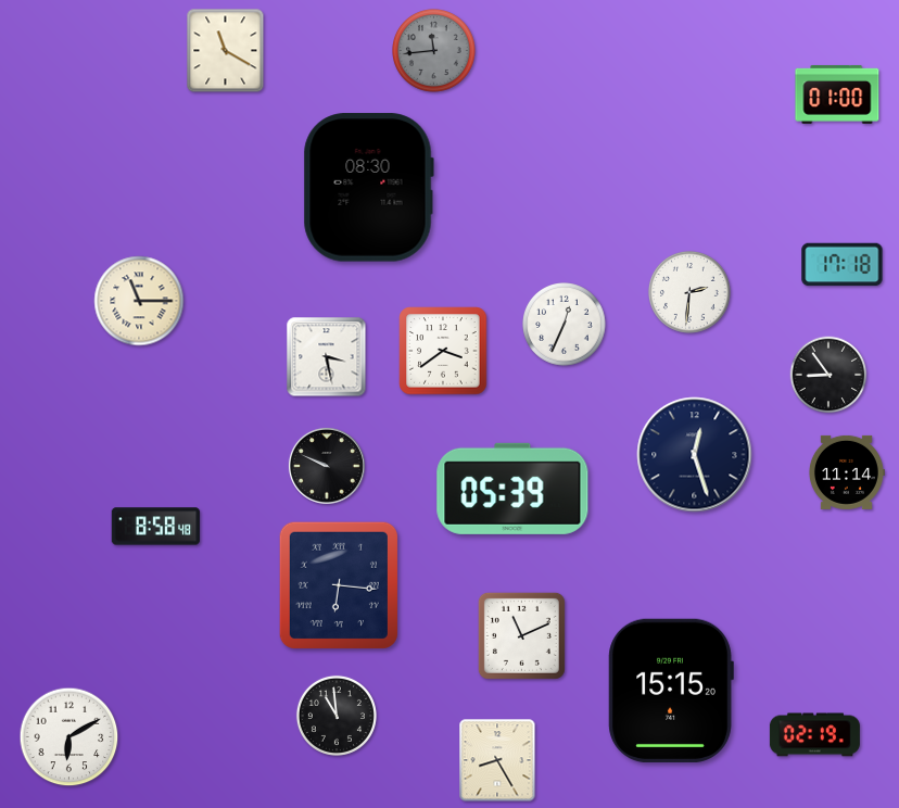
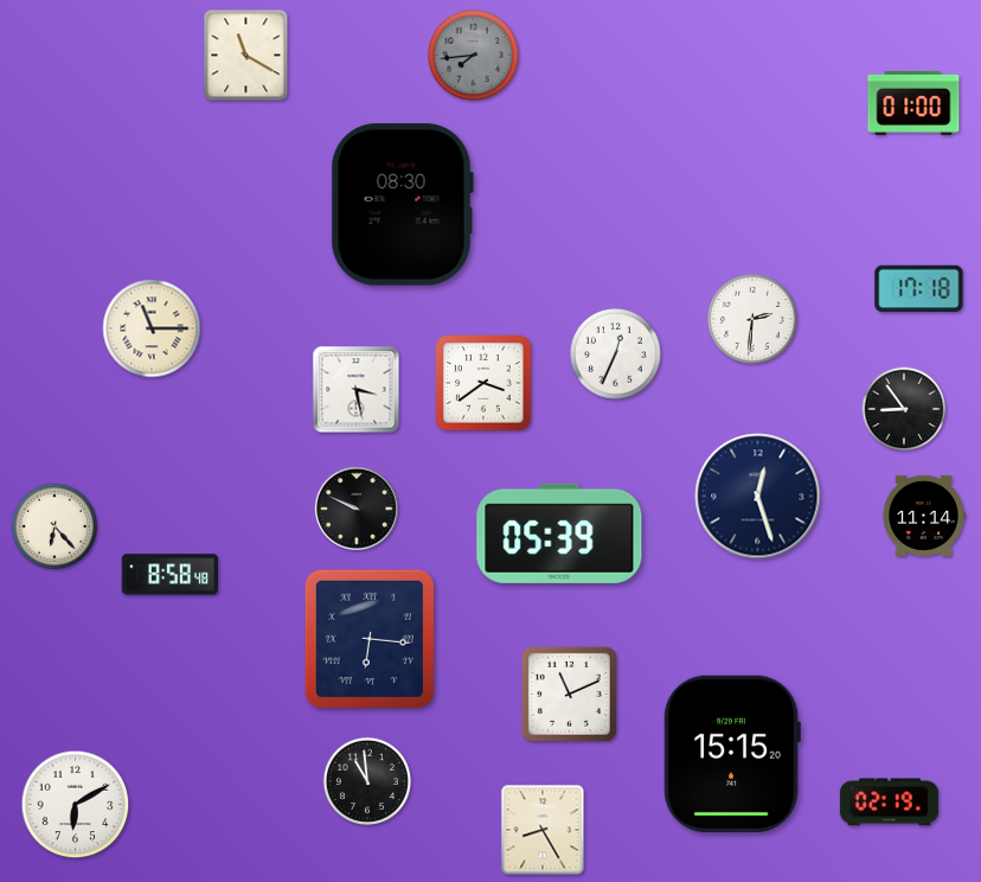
clock at (434, 51): 11:44 -> 7:44
clock at (54, 526): none -> 6:23
